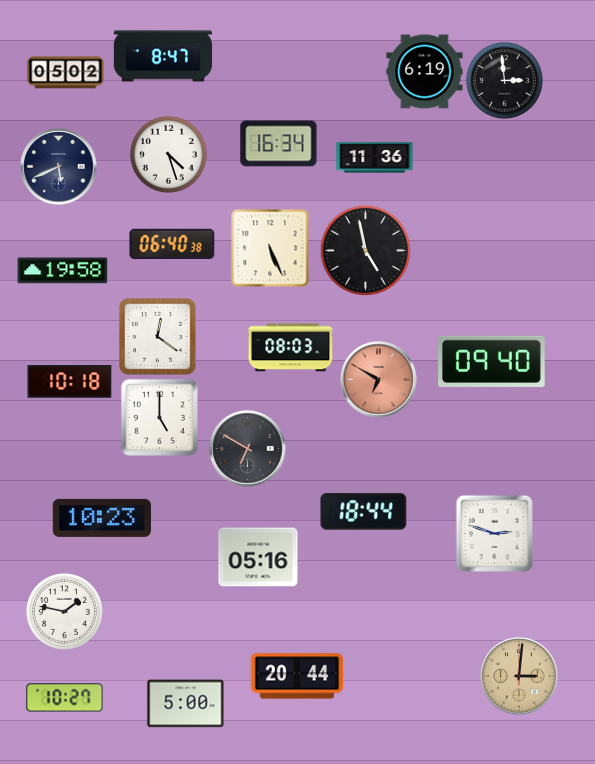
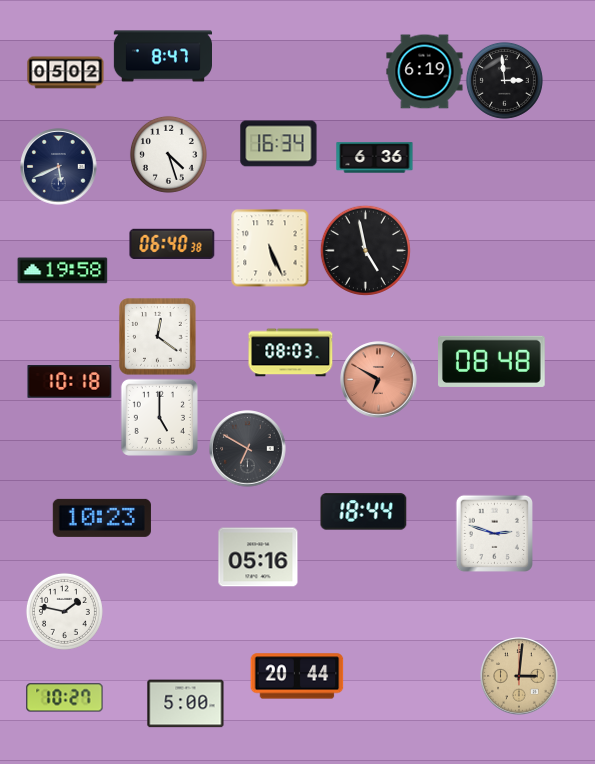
clock at (375, 158): 11:36 -> 6:36
clock at (291, 348) position: (291, 348) -> (291, 353)
clock at (492, 361): 09:40 -> 08:48
